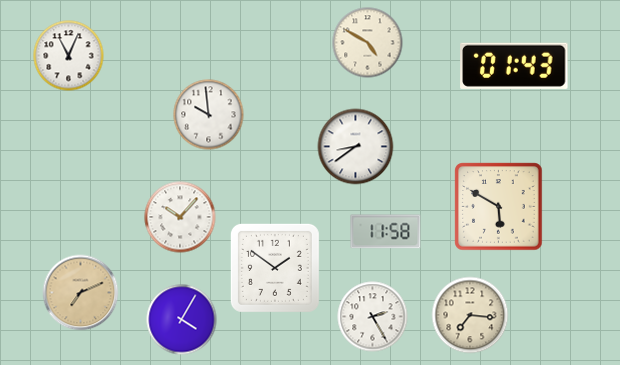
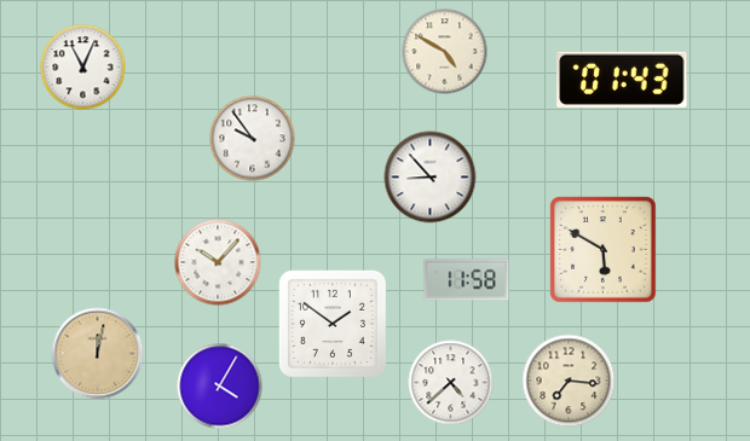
clock at (209, 115): 9:59 -> 9:54
clock at (356, 147): 8:39 -> 8:53
clock at (81, 293): 7:11 -> 12:02
clock at (373, 317): 2:25 -> 4:38
